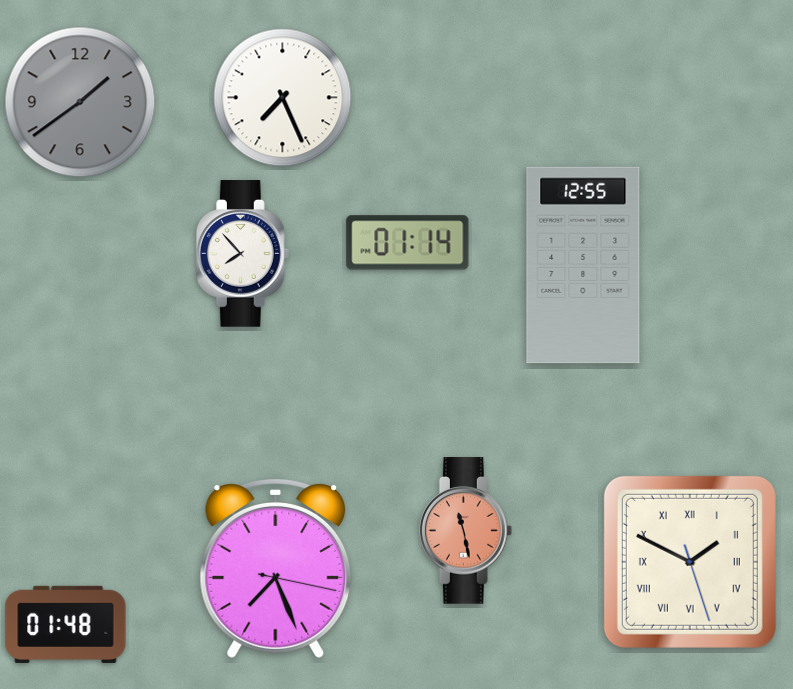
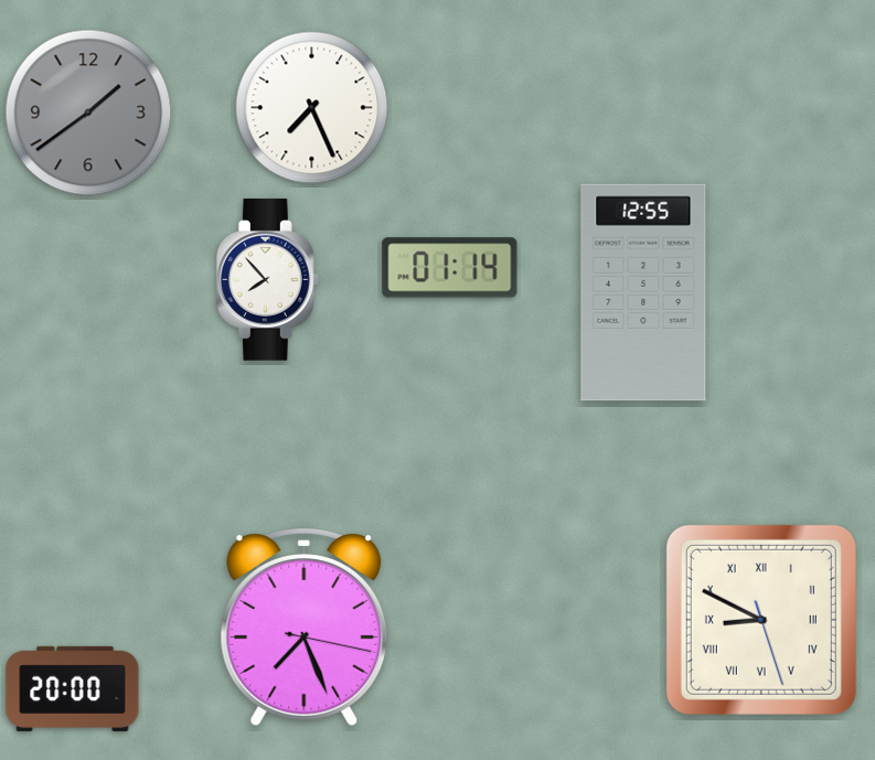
clock at (465, 531): 11:28 -> none
clock at (690, 562): 1:49 -> 8:49
clock at (66, 624): 01:48 -> 20:00
